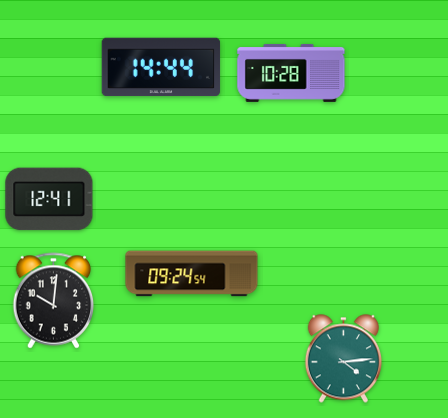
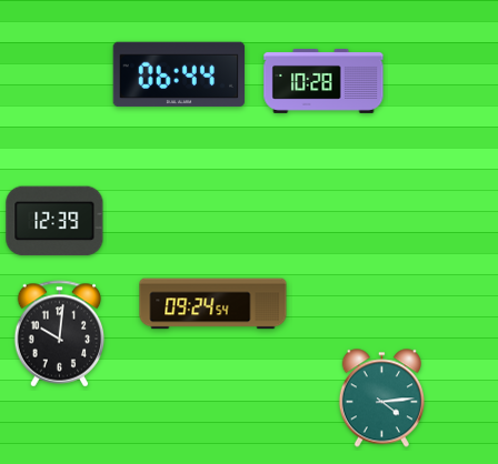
clock at (161, 67): 14:44 -> 06:44
clock at (49, 199): 12:41 -> 12:39
